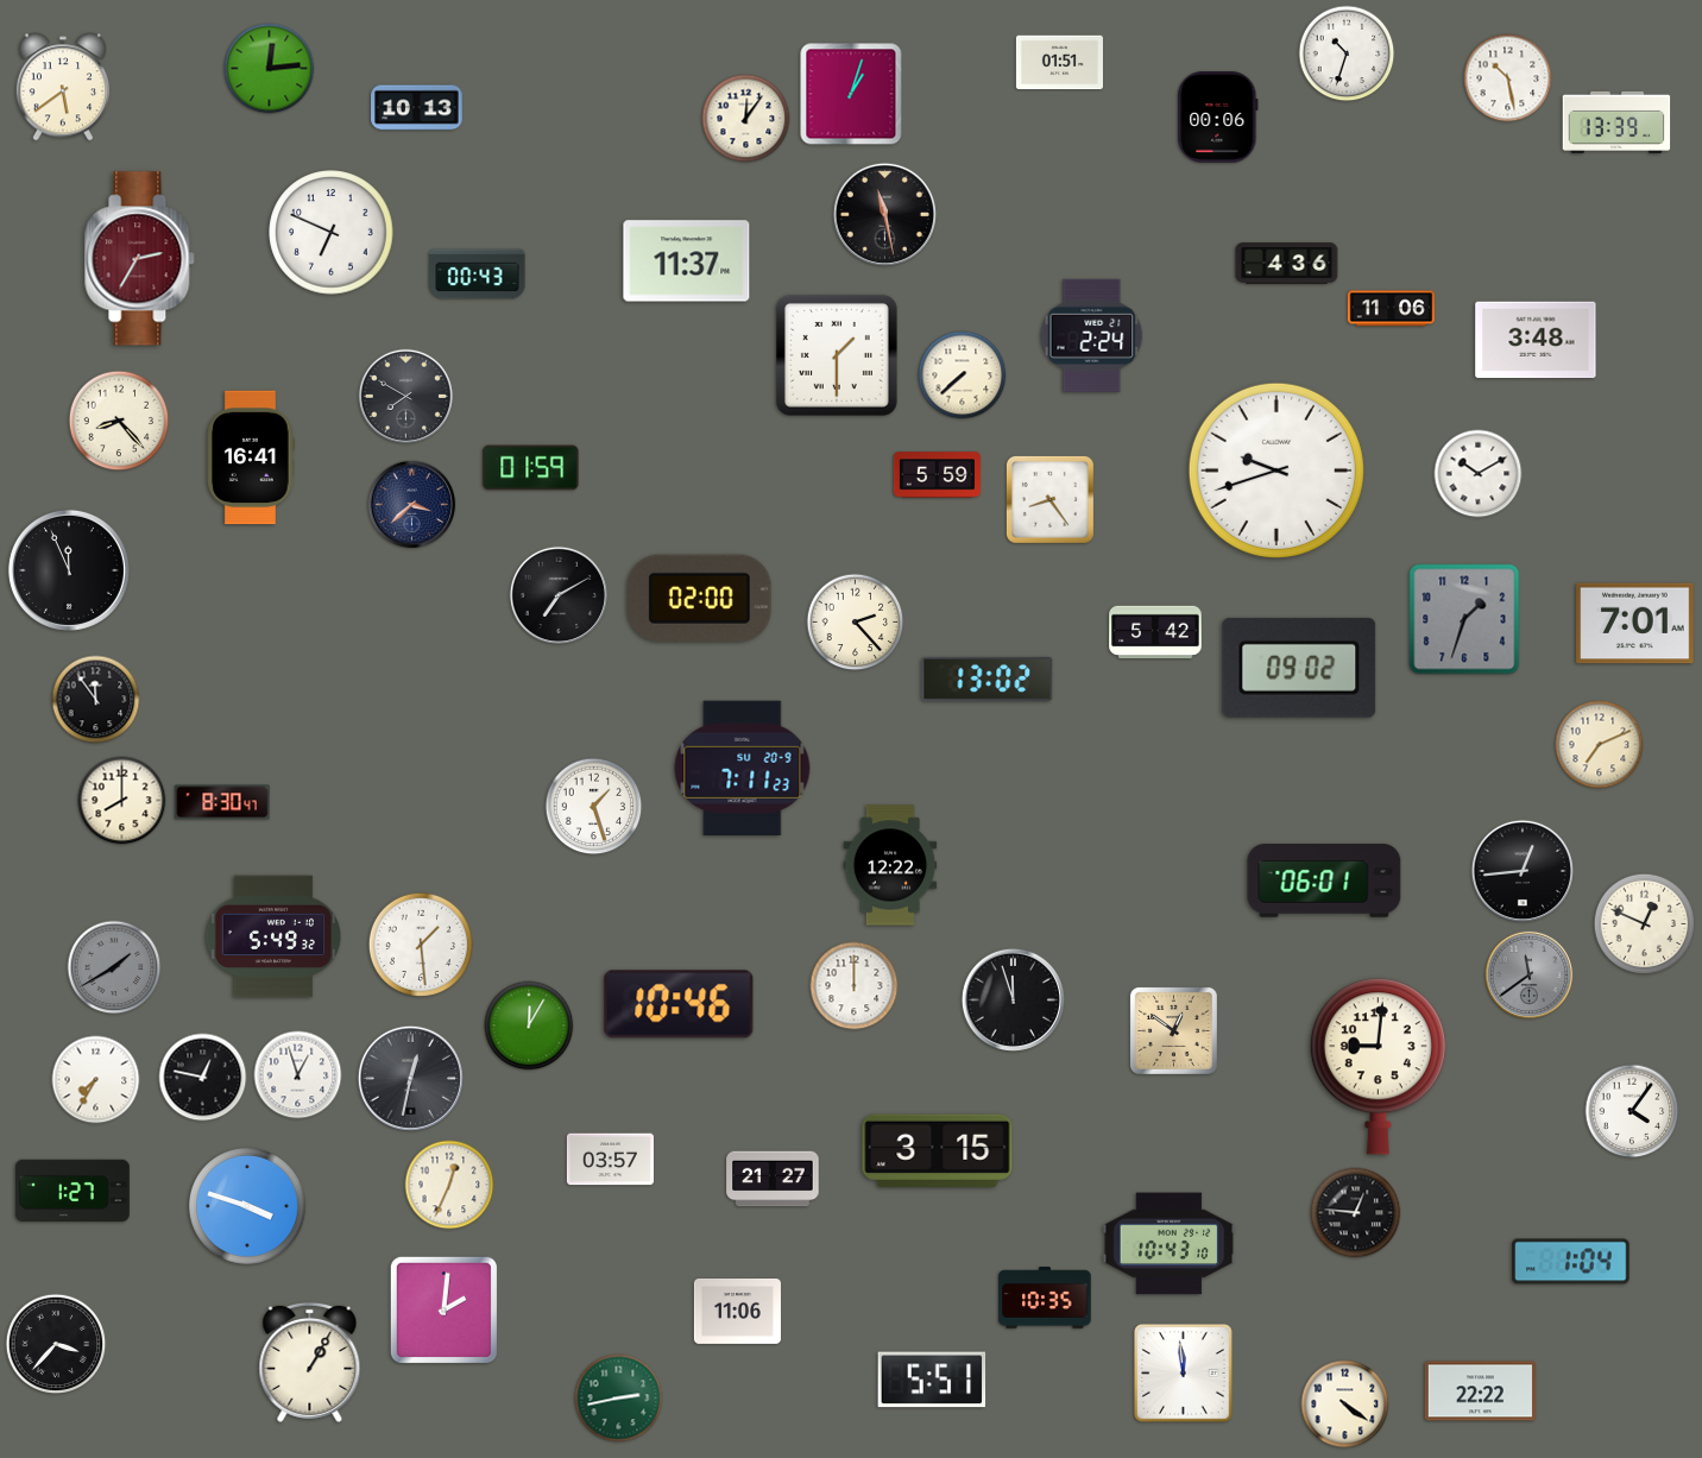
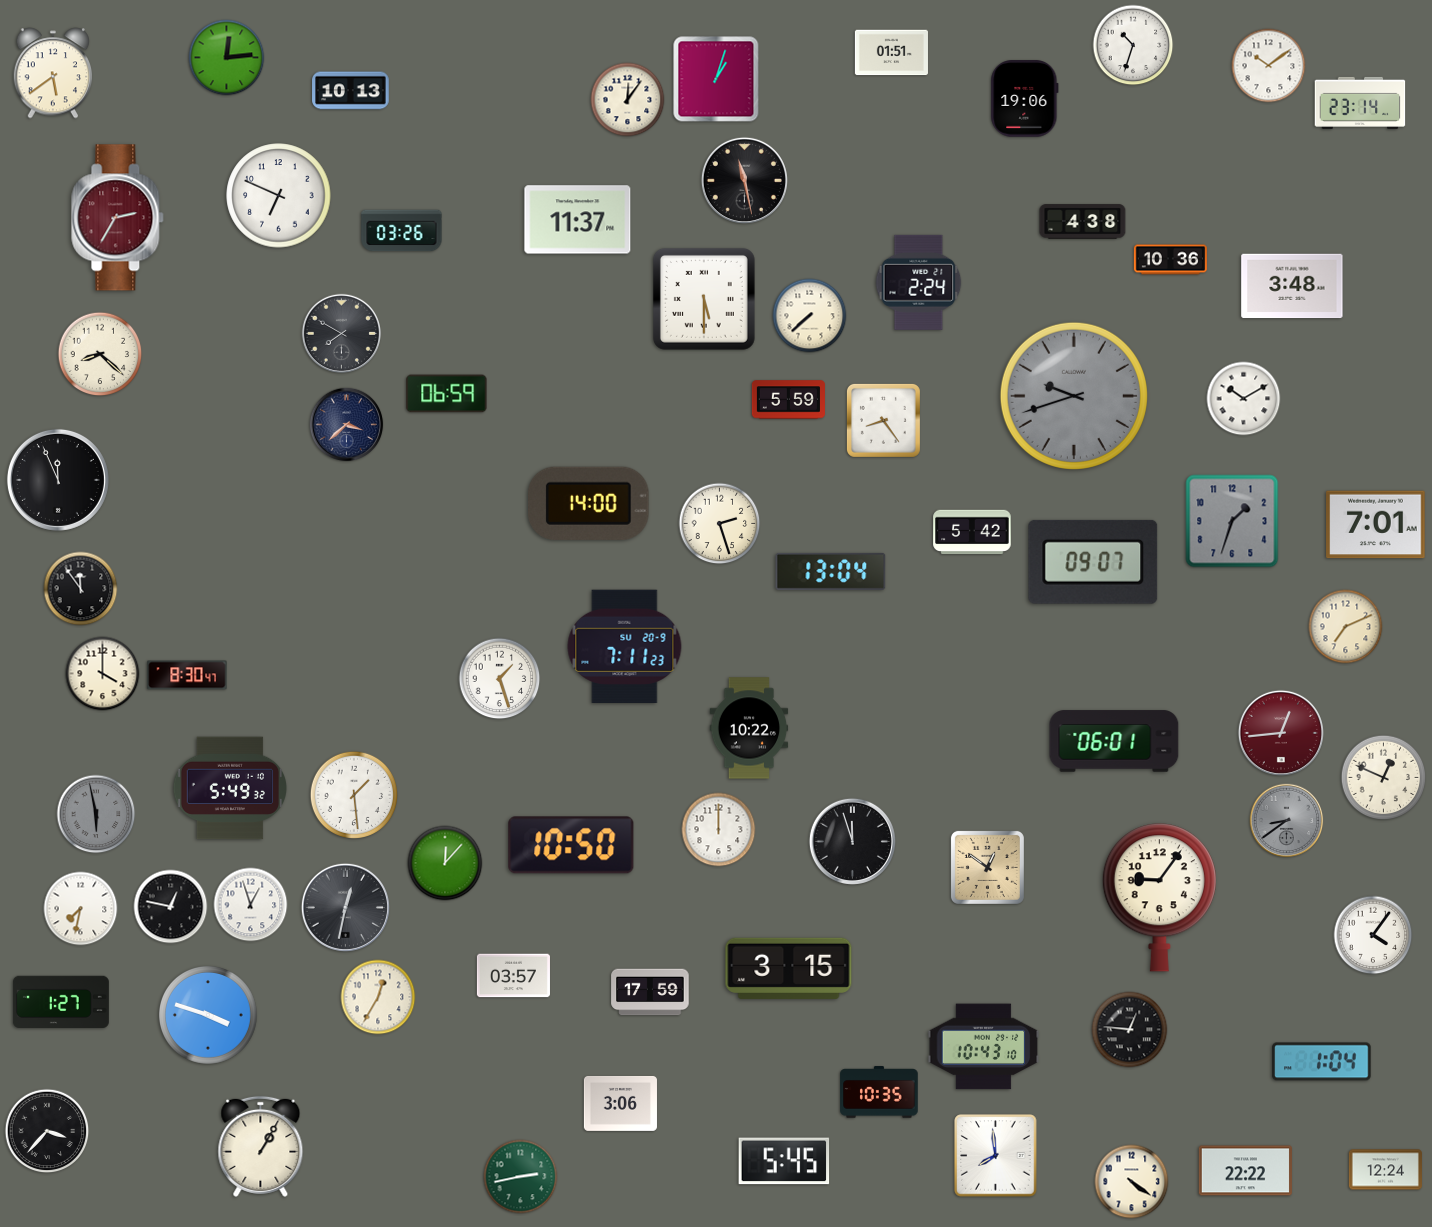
clock at (1508, 78): 10:28 -> 10:09
clock at (1218, 118): 00:06 -> 19:06
clock at (1616, 122): 13:39 -> 23:14
clock at (1287, 264): 4:36 -> 4:38
clock at (478, 274): 00:43 -> 03:26
clock at (1391, 309): 11:06 -> 10:36
clock at (837, 355): 1:30 -> 5:30
clock at (119, 421): 8:23 -> 8:22
clock at (251, 457): 16:41 -> none
clock at (531, 468): 01:59 -> 06:59
clock at (1276, 471) dial: white -> grey
clock at (557, 594): 7:10 -> none
clock at (700, 598): 02:00 -> 14:00
clock at (856, 623): 2:23 -> 2:27
clock at (1299, 668): 09:02 -> 09:07
clock at (988, 678): 13:02 -> 13:04
clock at (122, 801): 8:00 -> 4:00
clock at (890, 865): 12:22 -> 10:22
clock at (1523, 871) dial: black -> burgundy
clock at (114, 967): 1:40 -> 5:58
clock at (1530, 976): 11:39 -> 8:39
clock at (679, 1004): 10:46 -> 10:50
clock at (529, 1025): 12:05 -> 12:07
clock at (1378, 1067): 9:01 -> 9:06
clock at (96, 1080): 7:35 -> 7:32
clock at (773, 1179): 21:27 -> 17:59
clock at (449, 1185): 12:34 -> 12:35
clock at (1356, 1213) position: (1356, 1213) -> (1130, 1030)
clock at (443, 1309): 2:01 -> none
clock at (737, 1311): 11:06 -> 3:06
clock at (1184, 1374): 11:59 -> 7:59
clock at (932, 1380): 5:51 -> 5:45
clock at (1385, 1170): none -> 12:24
